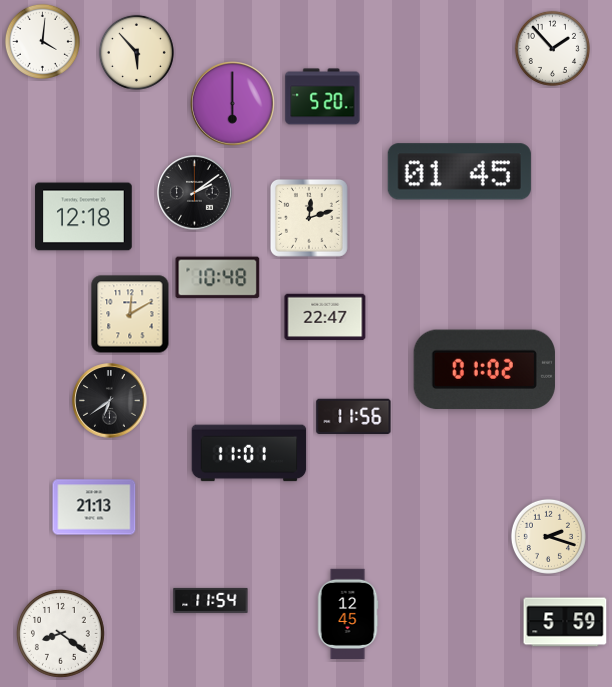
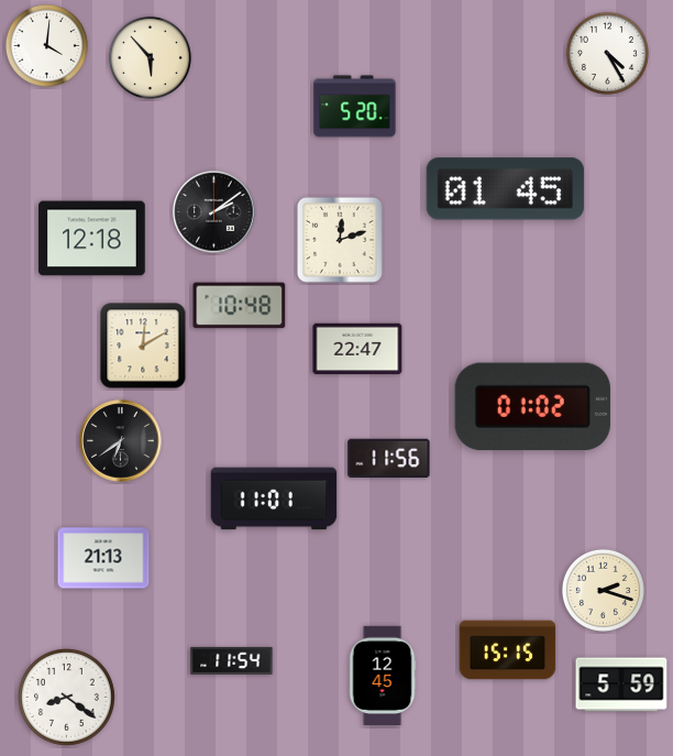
clock at (552, 48): 1:53 -> 4:25
clock at (233, 104): 6:00 -> none
clock at (508, 650): none -> 15:15
